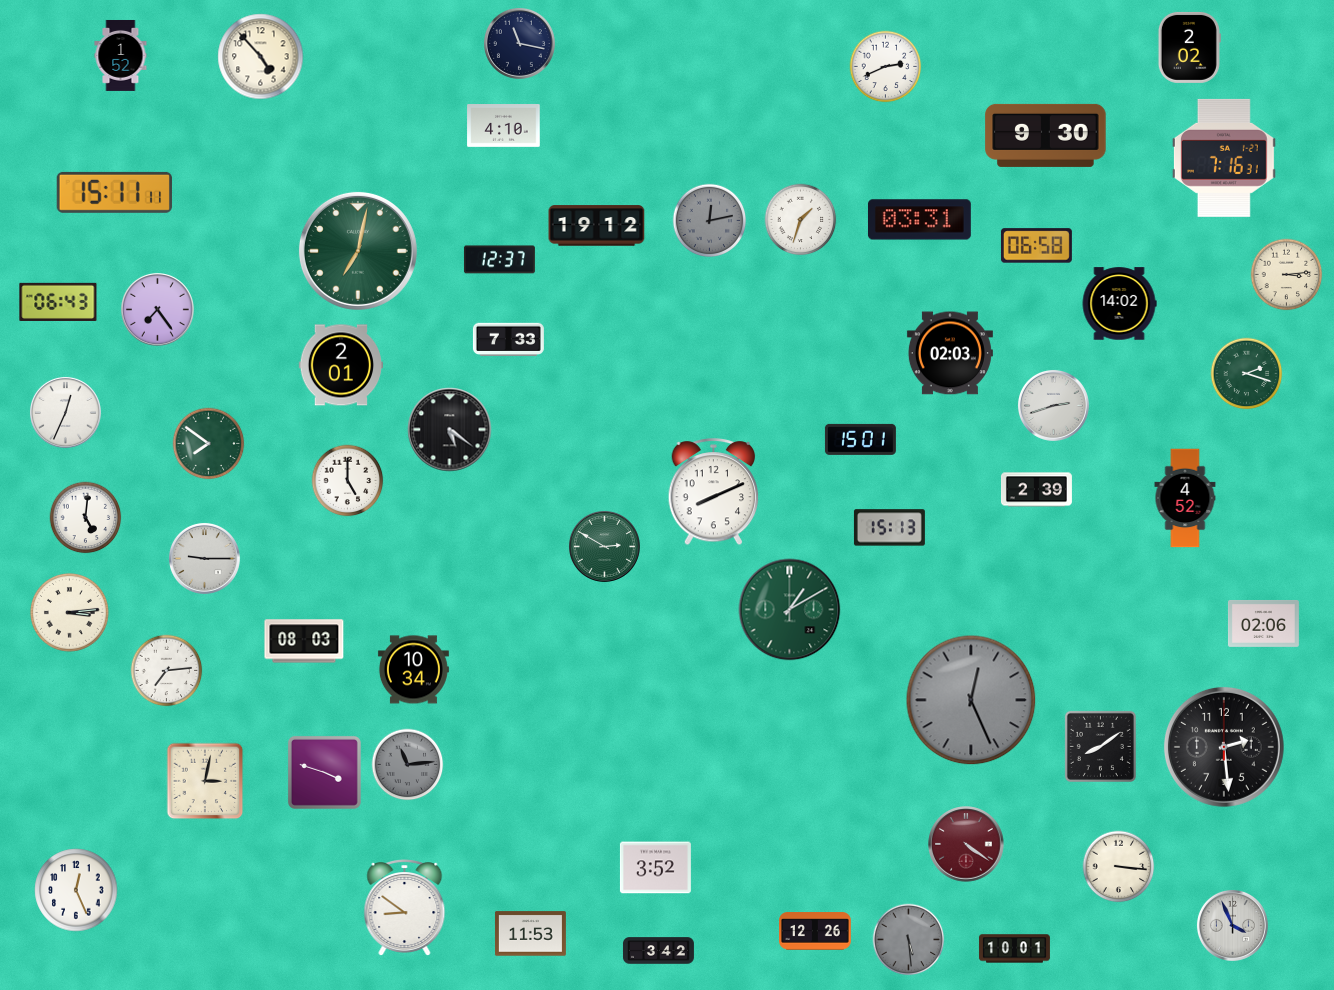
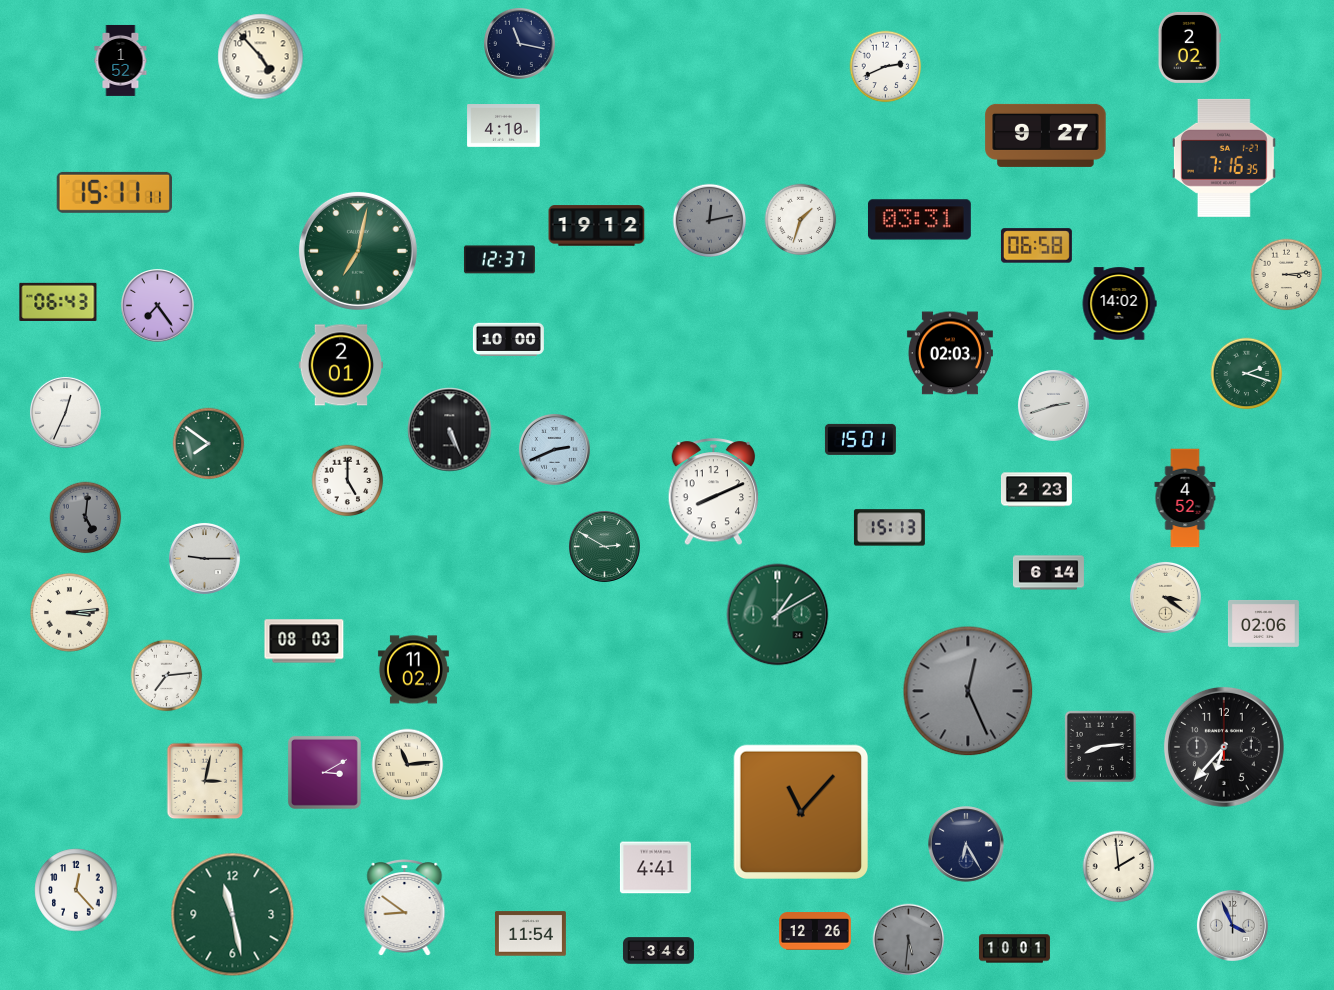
clock at (121, 55) position: (121, 55) -> (121, 60)
clock at (1046, 135): 9:30 -> 9:27
clock at (1224, 158): 7:16:31 -> 7:16:35
clock at (158, 310) position: (158, 310) -> (158, 306)
clock at (508, 339): 7:33 -> 10:00
clock at (450, 430): 5:21 -> 5:26
clock at (554, 449): none -> 2:41
clock at (1036, 490): 2:39 -> 2:23
clock at (86, 518) dial: white -> grey
clock at (1048, 573): none -> 6:14
clock at (1165, 597): none -> 3:21
clock at (790, 610) position: (790, 610) -> (778, 615)
clock at (413, 670): 10:34 -> 11:02
clock at (167, 671) position: (167, 671) -> (167, 676)
clock at (971, 700) position: (971, 700) -> (968, 691)
clock at (1100, 746): 8:09 -> 8:14
clock at (1224, 747): 2:29 -> 6:37
clock at (408, 765) dial: grey -> cream
clock at (324, 772): 3:48 -> 3:10
clock at (801, 812): none -> 11:07
clock at (966, 844): 4:21 -> 6:25
clock at (966, 844) dial: burgundy -> navy
clock at (1119, 867): 3:16 -> 1:59
clock at (655, 868): 3:52 -> 4:41
clock at (76, 890): 12:26 -> 12:23
clock at (233, 915): none -> 11:28
clock at (530, 934): 11:53 -> 11:54
clock at (909, 940): 5:29 -> 5:31
clock at (658, 951): 3:42 -> 3:46
